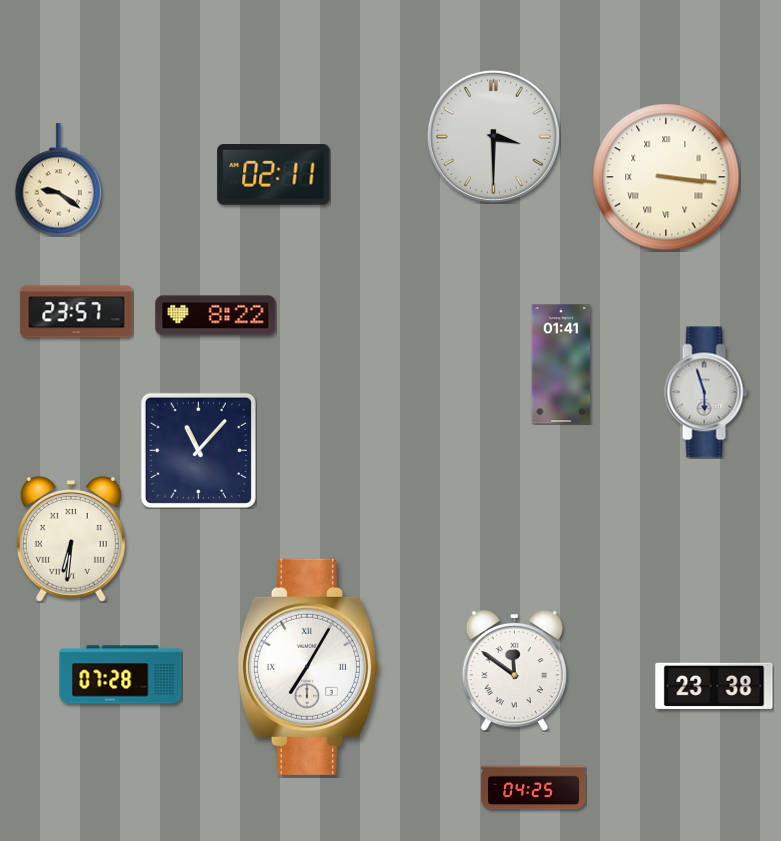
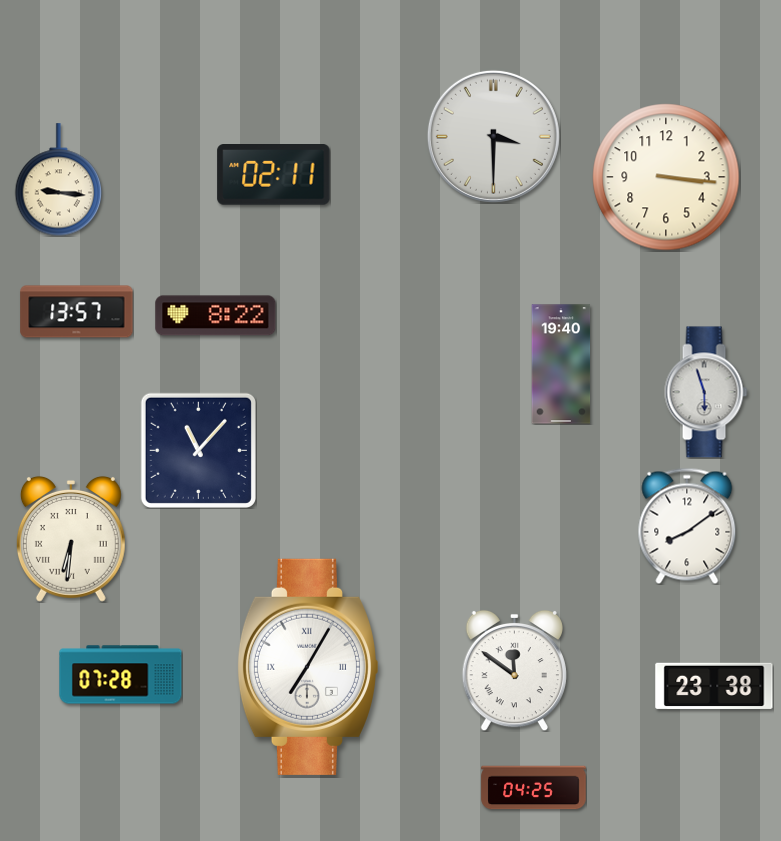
clock at (666, 177) numerals: Roman -> Arabic
clock at (59, 180): 9:21 -> 9:16
clock at (77, 312): 23:57 -> 13:57
clock at (561, 364): 01:41 -> 19:40
clock at (687, 526): none -> 8:09
